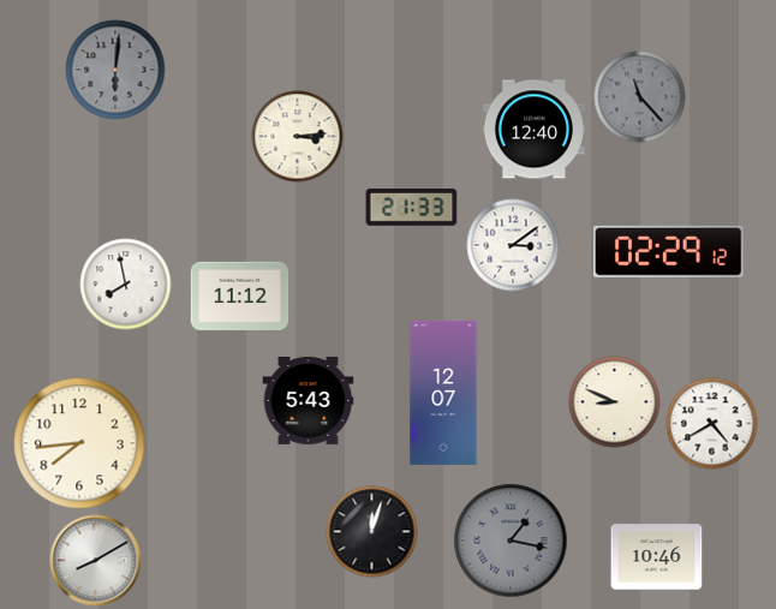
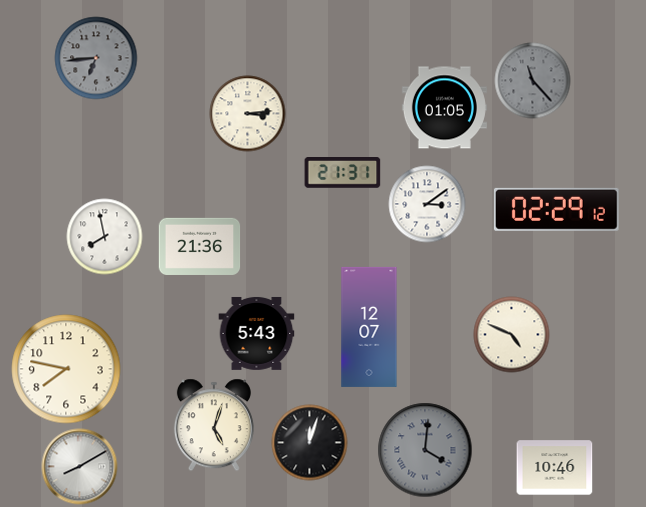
clock at (115, 70): 6:01 -> 6:44
clock at (533, 130): 12:40 -> 01:05
clock at (412, 208): 21:33 -> 21:31
clock at (240, 295): 11:12 -> 21:36
clock at (615, 402): 8:49 -> 4:49
clock at (712, 424): 4:40 -> none
clock at (79, 443): 7:44 -> 7:47
clock at (214, 425): none -> 5:03
clock at (511, 541): 1:17 -> 4:01
clock at (657, 557) position: (657, 557) -> (555, 468)
